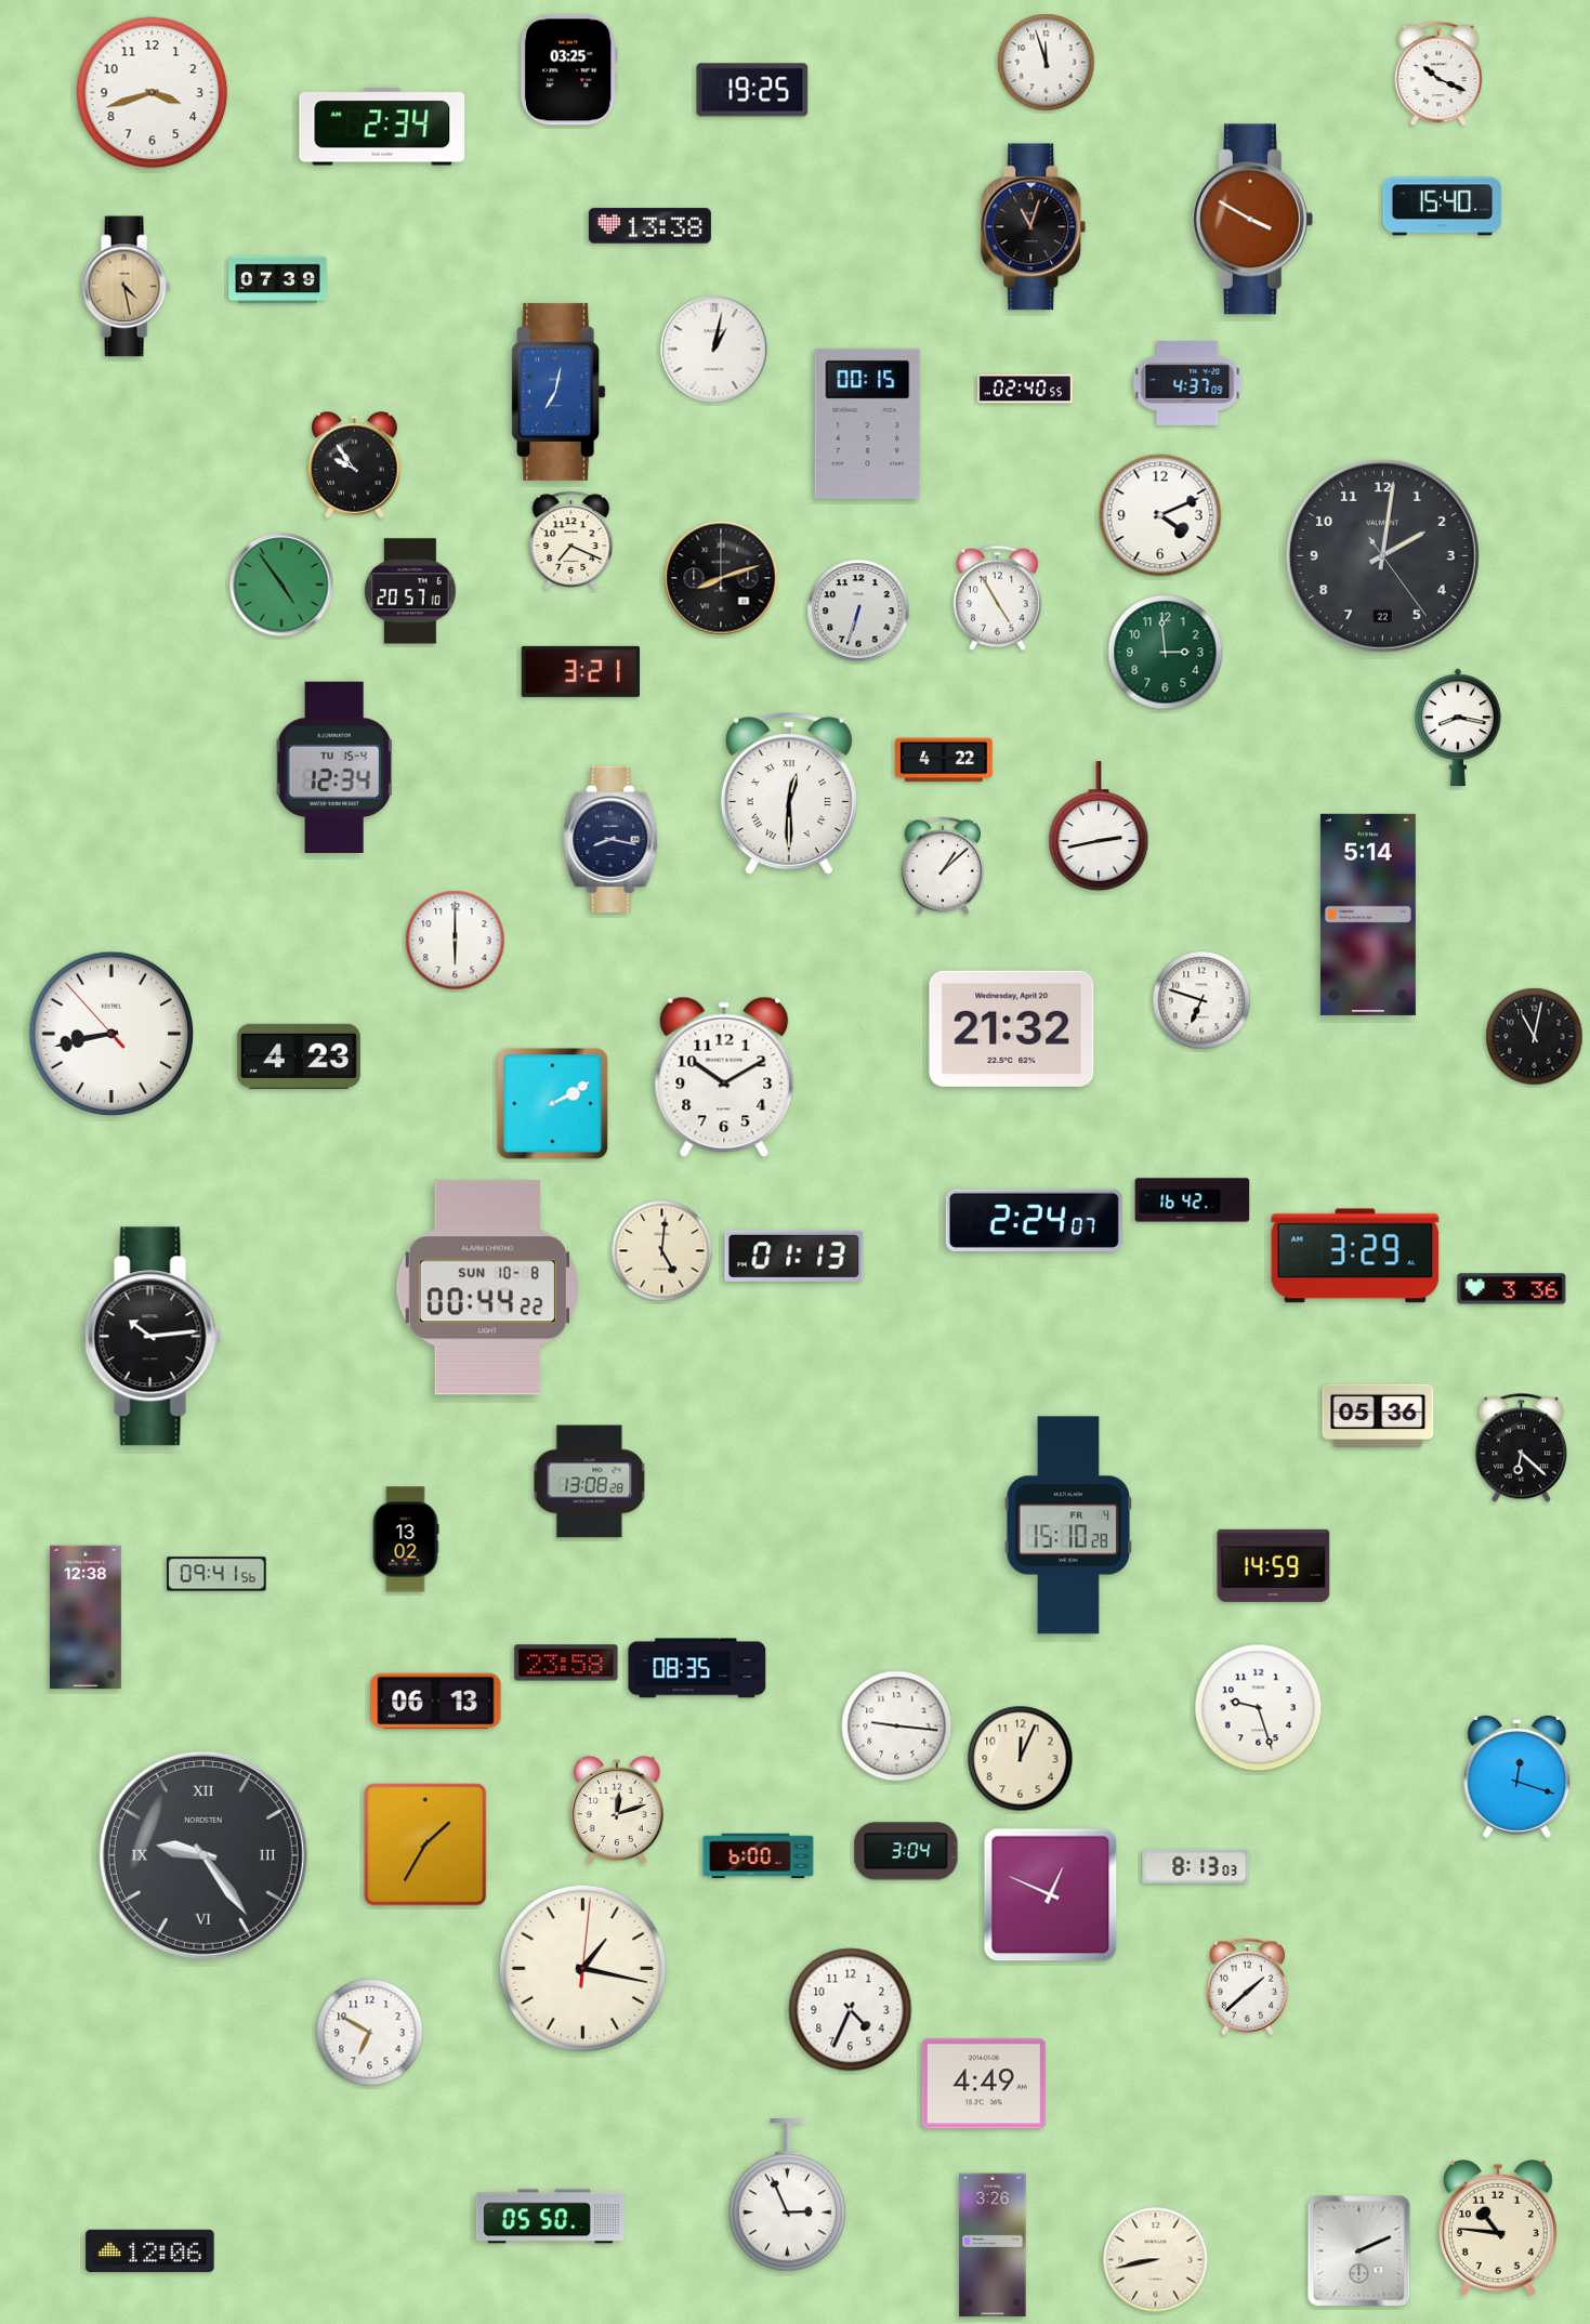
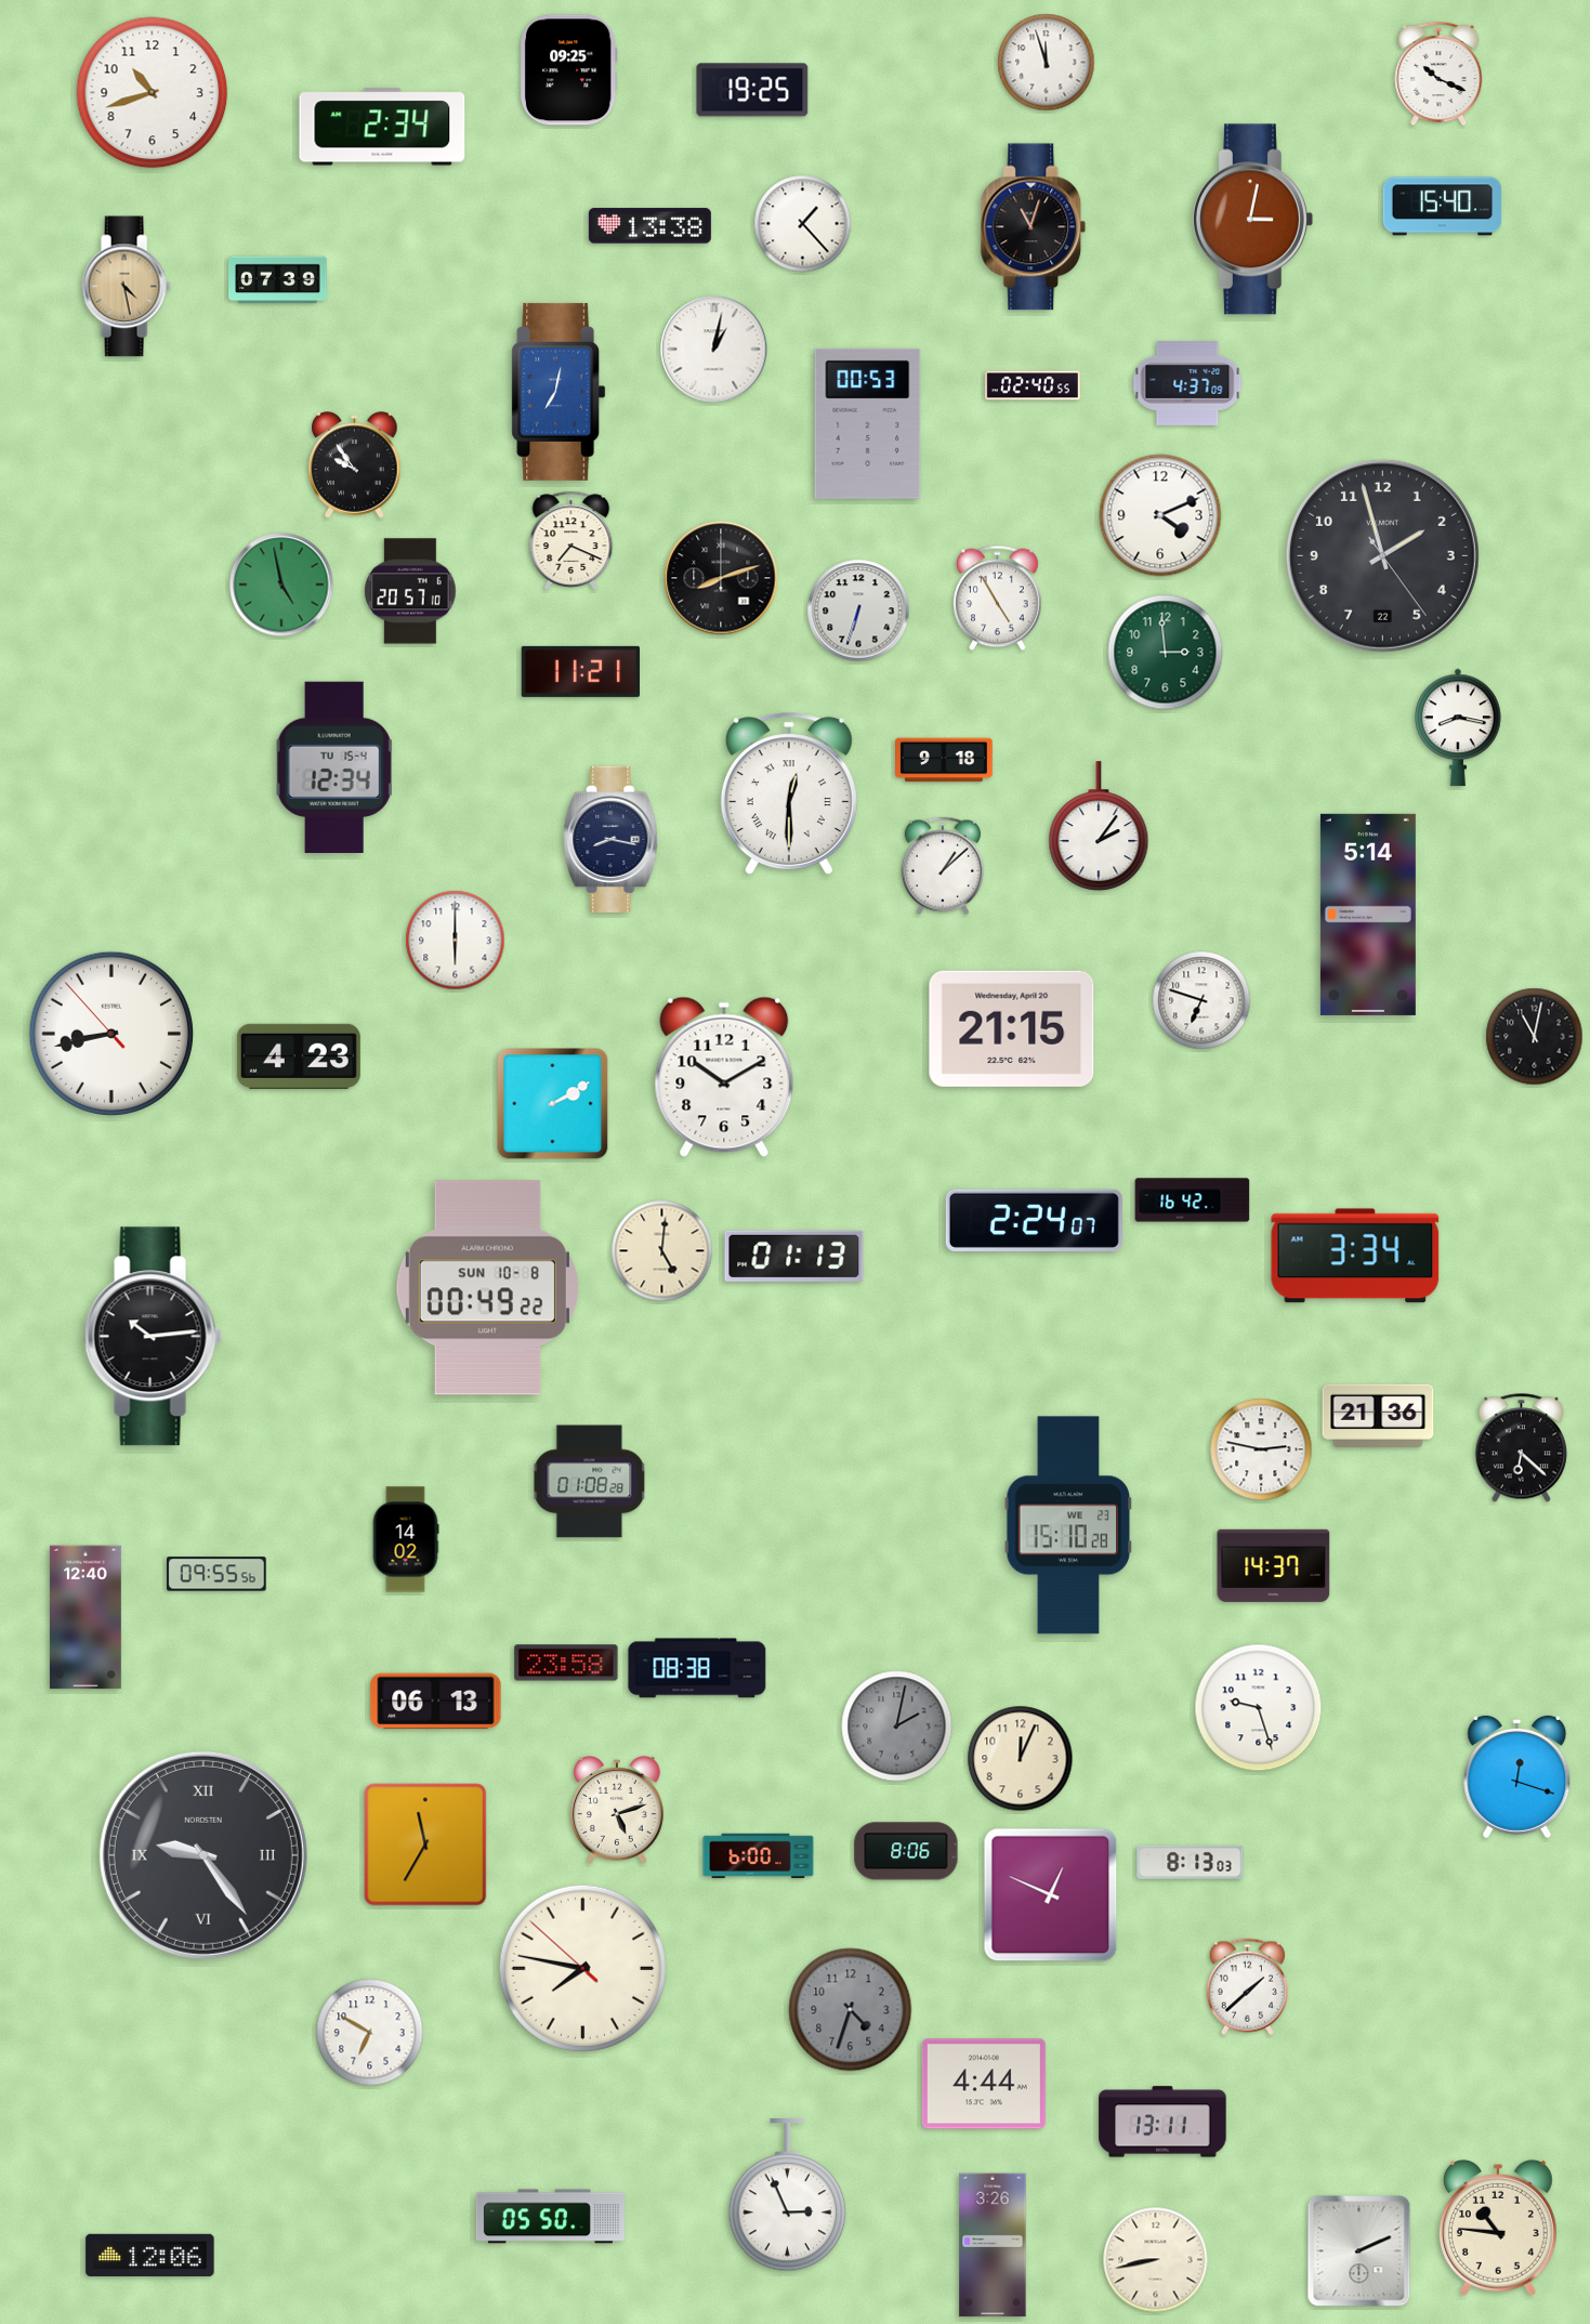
clock at (568, 70): 03:25 -> 09:25
clock at (153, 93): 3:42 -> 10:42
clock at (1252, 220): 3:50 -> 3:02
clock at (803, 224): none -> 1:23
clock at (1025, 389) position: (1025, 389) -> (1033, 385)
clock at (868, 423): 00:15 -> 00:53
clock at (1382, 555): 2:01 -> 1:57
clock at (281, 585): 4:54 -> 4:58
clock at (580, 671): 3:21 -> 11:21
clock at (945, 760): 4:22 -> 9:18
clock at (1099, 827): 2:43 -> 2:06
clock at (1012, 1028): 21:32 -> 21:15
clock at (1355, 1256): 3:29 -> 3:34
clock at (487, 1288): 00:44 -> 00:49
clock at (1512, 1289): 3:36 -> none
clock at (1378, 1415): 05:36 -> 21:36
clock at (1261, 1449): none -> 2:47
clock at (590, 1482): 13:08 -> 01:08
clock at (1068, 1525) date: FR 4 -> WE 23
clock at (406, 1539): 13:02 -> 14:02
clock at (1274, 1565): 14:59 -> 14:37
clock at (216, 1574): 09:41 -> 09:55
clock at (86, 1617): 12:38 -> 12:40
clock at (697, 1668): 08:35 -> 08:38
clock at (897, 1726): 9:16 -> 2:02
clock at (897, 1726) dial: white -> grey
clock at (617, 1810): 12:12 -> 5:12
clock at (425, 1844): 1:35 -> 11:35
clock at (906, 1851): 3:04 -> 8:06
clock at (1196, 1866) position: (1196, 1866) -> (1191, 1862)
clock at (582, 1968): 1:17 -> 7:46
clock at (851, 2010): 4:34 -> 4:33
clock at (851, 2010) dial: white -> grey
clock at (984, 2084): 4:49 -> 4:44
clock at (1162, 2122): none -> 13:11
clock at (150, 2250) position: (150, 2250) -> (150, 2255)
